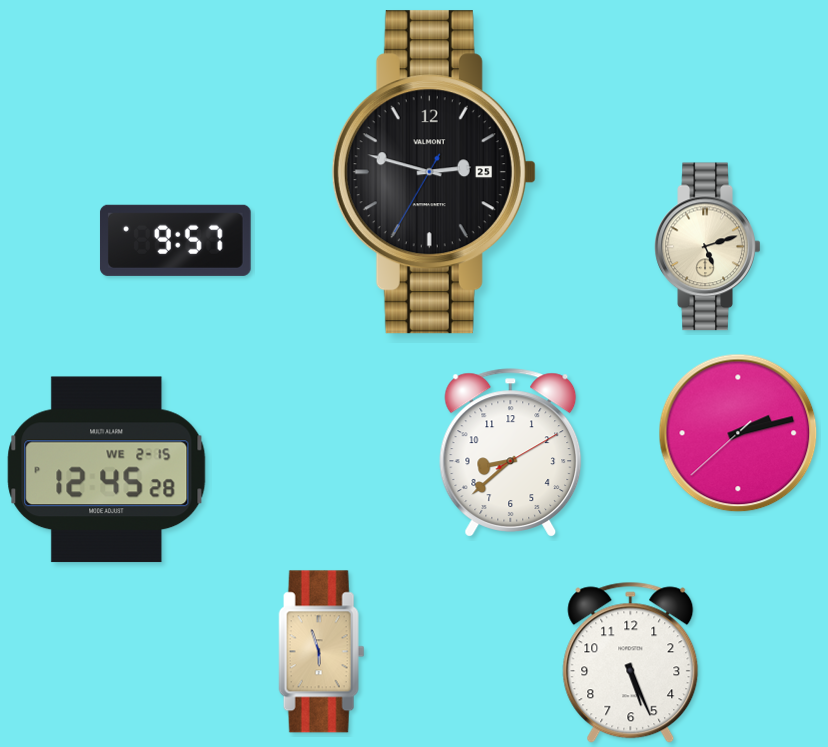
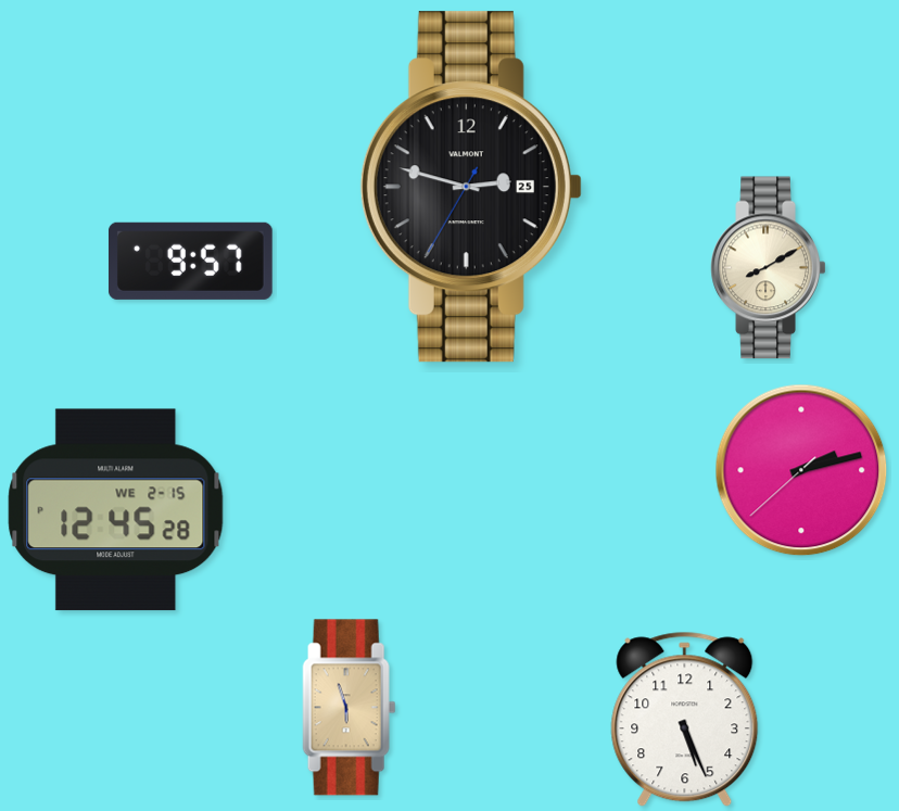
clock at (708, 247): 5:12 -> 8:10
clock at (511, 453): 8:38 -> none
